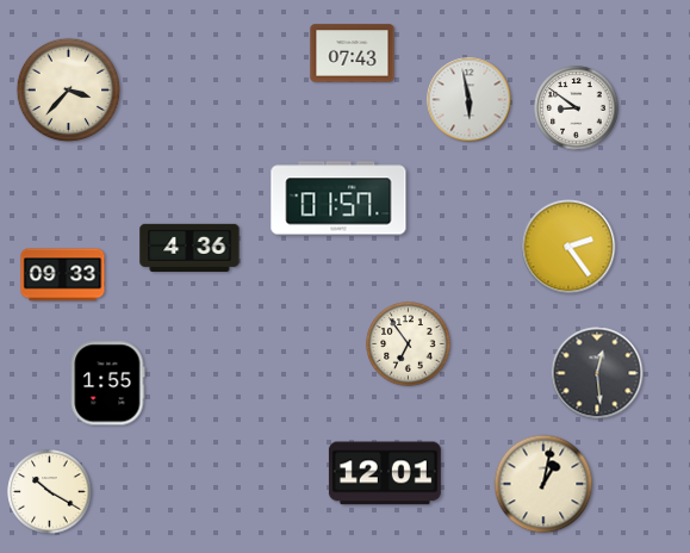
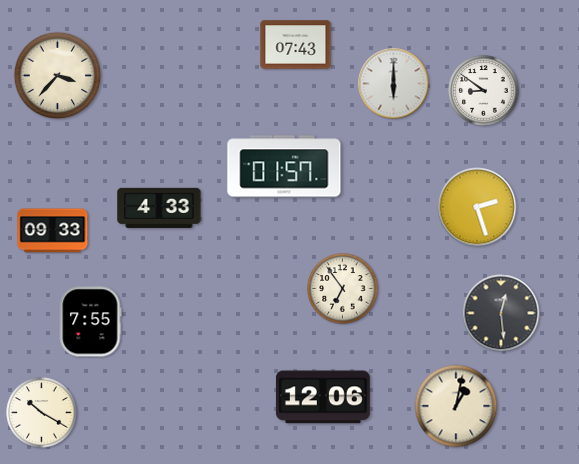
clock at (470, 100): 5:58 -> 6:00
clock at (568, 247): 2:24 -> 2:27
clock at (189, 248): 4:36 -> 4:33
clock at (107, 384): 1:55 -> 7:55
clock at (385, 473): 12:01 -> 12:06
